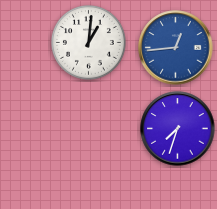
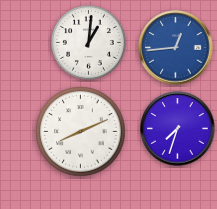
clock at (81, 132): none -> 8:11
